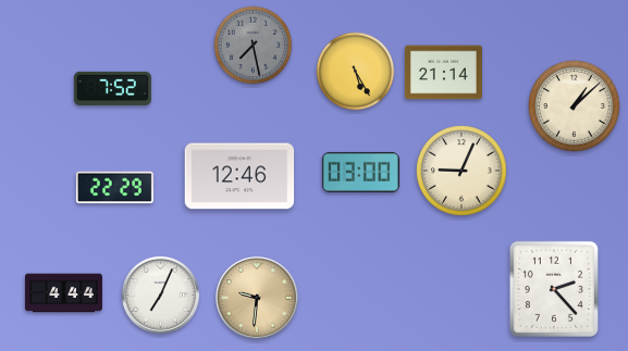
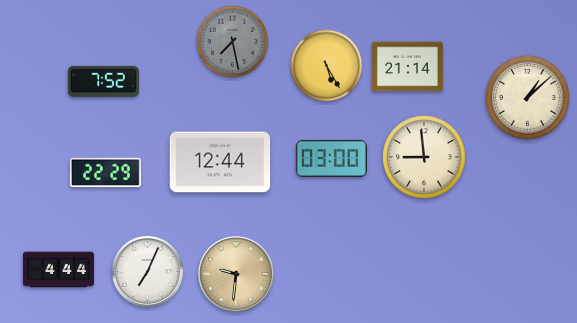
clock at (461, 171): 9:04 -> 8:59
clock at (239, 176): 12:46 -> 12:44
clock at (554, 289): 2:23 -> none
